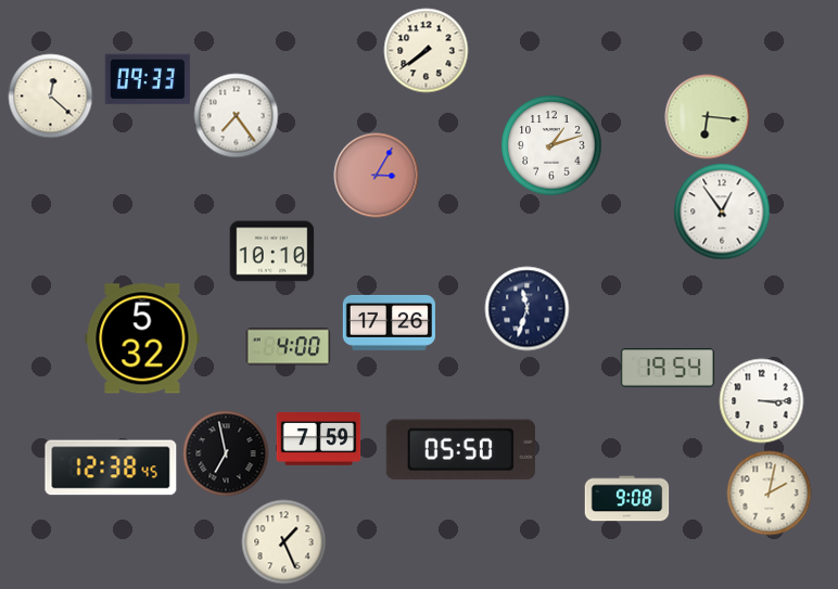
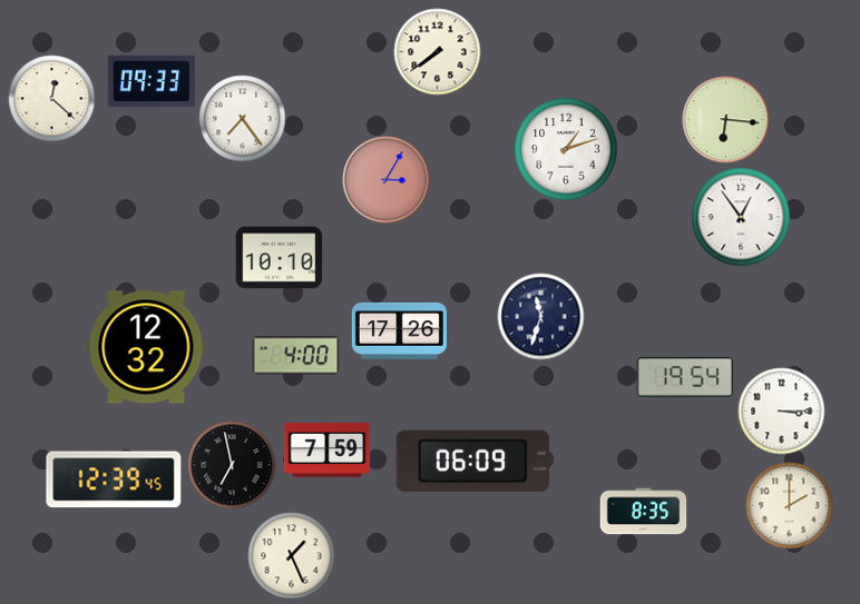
clock at (142, 338): 5:32 -> 12:32
clock at (460, 450): 05:50 -> 06:09
clock at (111, 468): 12:38 -> 12:39
clock at (769, 492): 2:02 -> 2:00
clock at (626, 499): 9:08 -> 8:35
